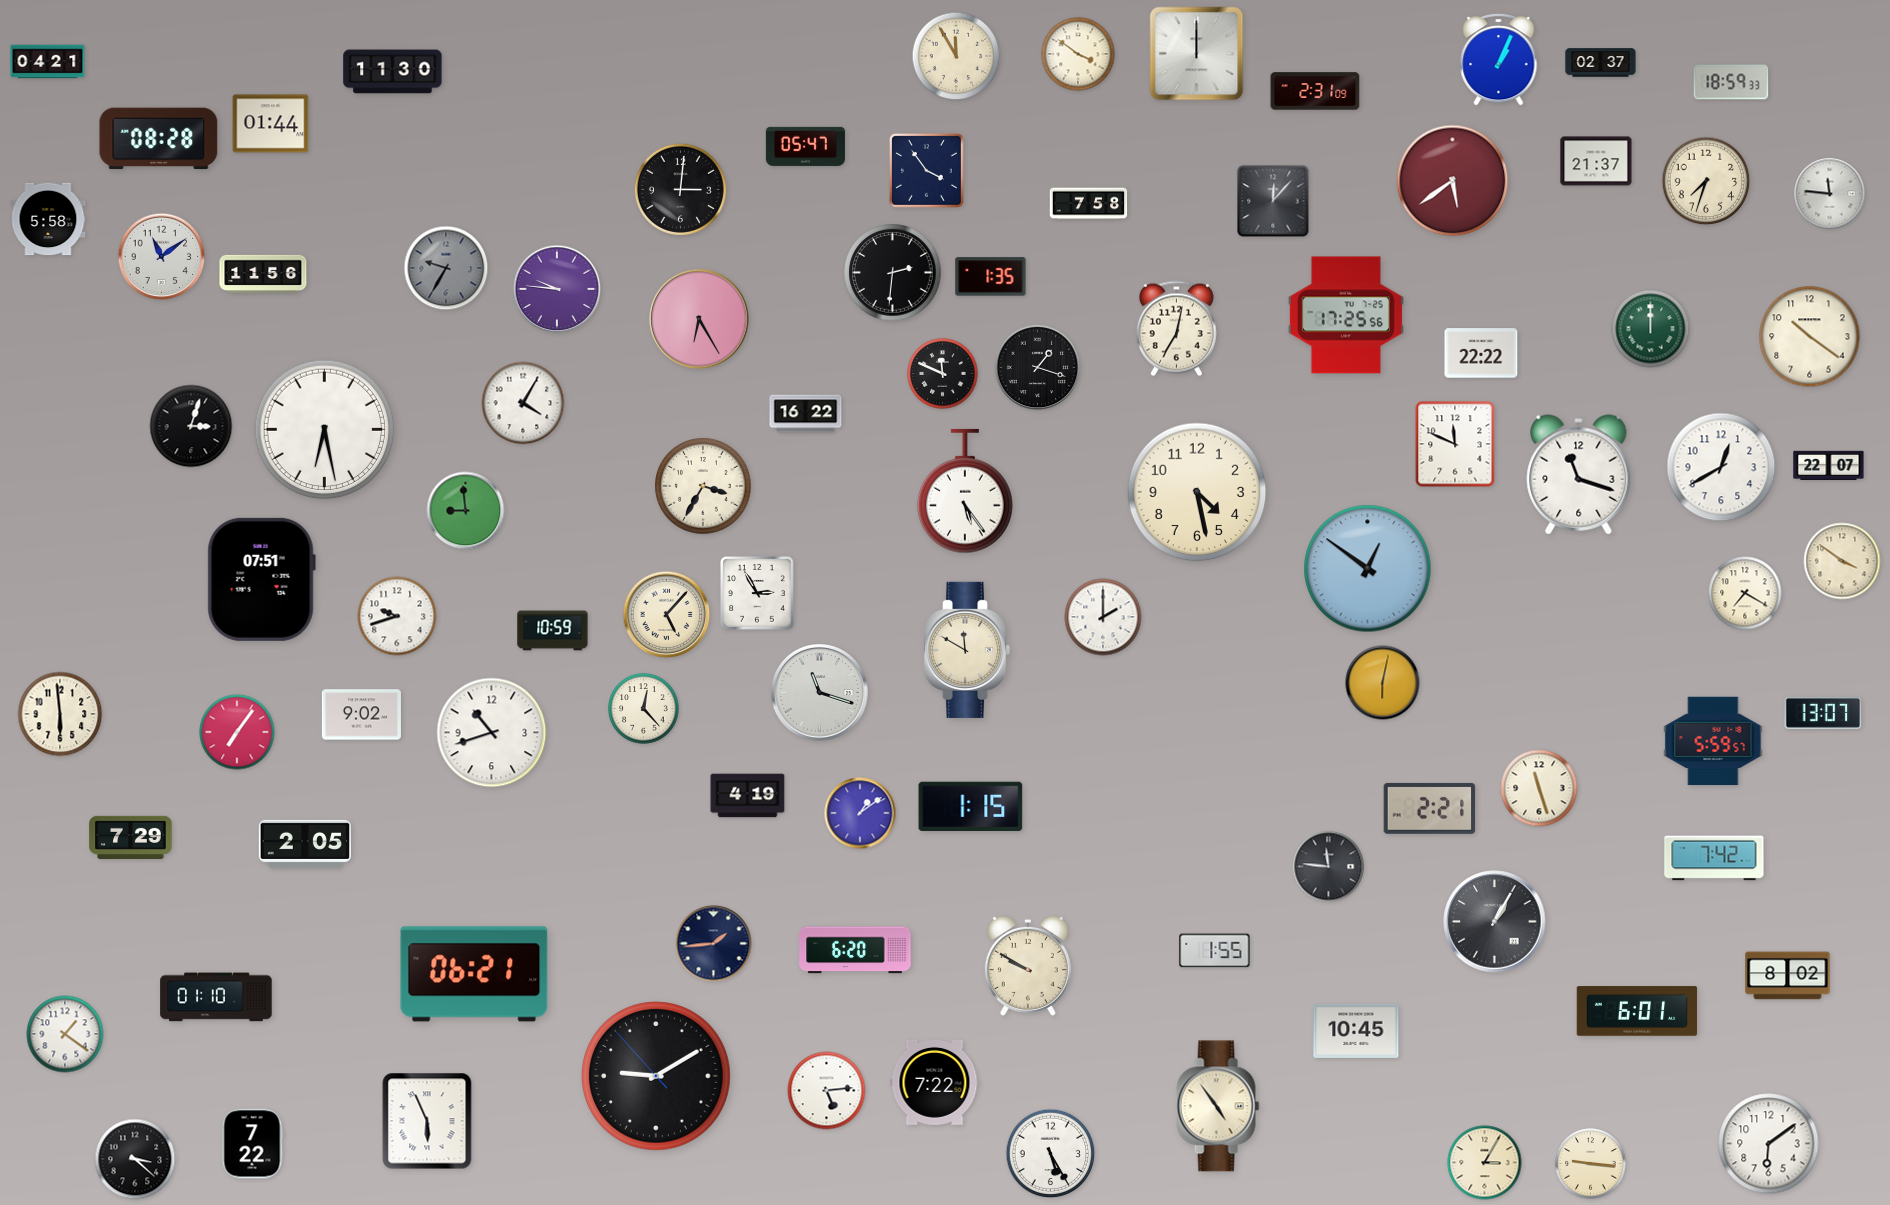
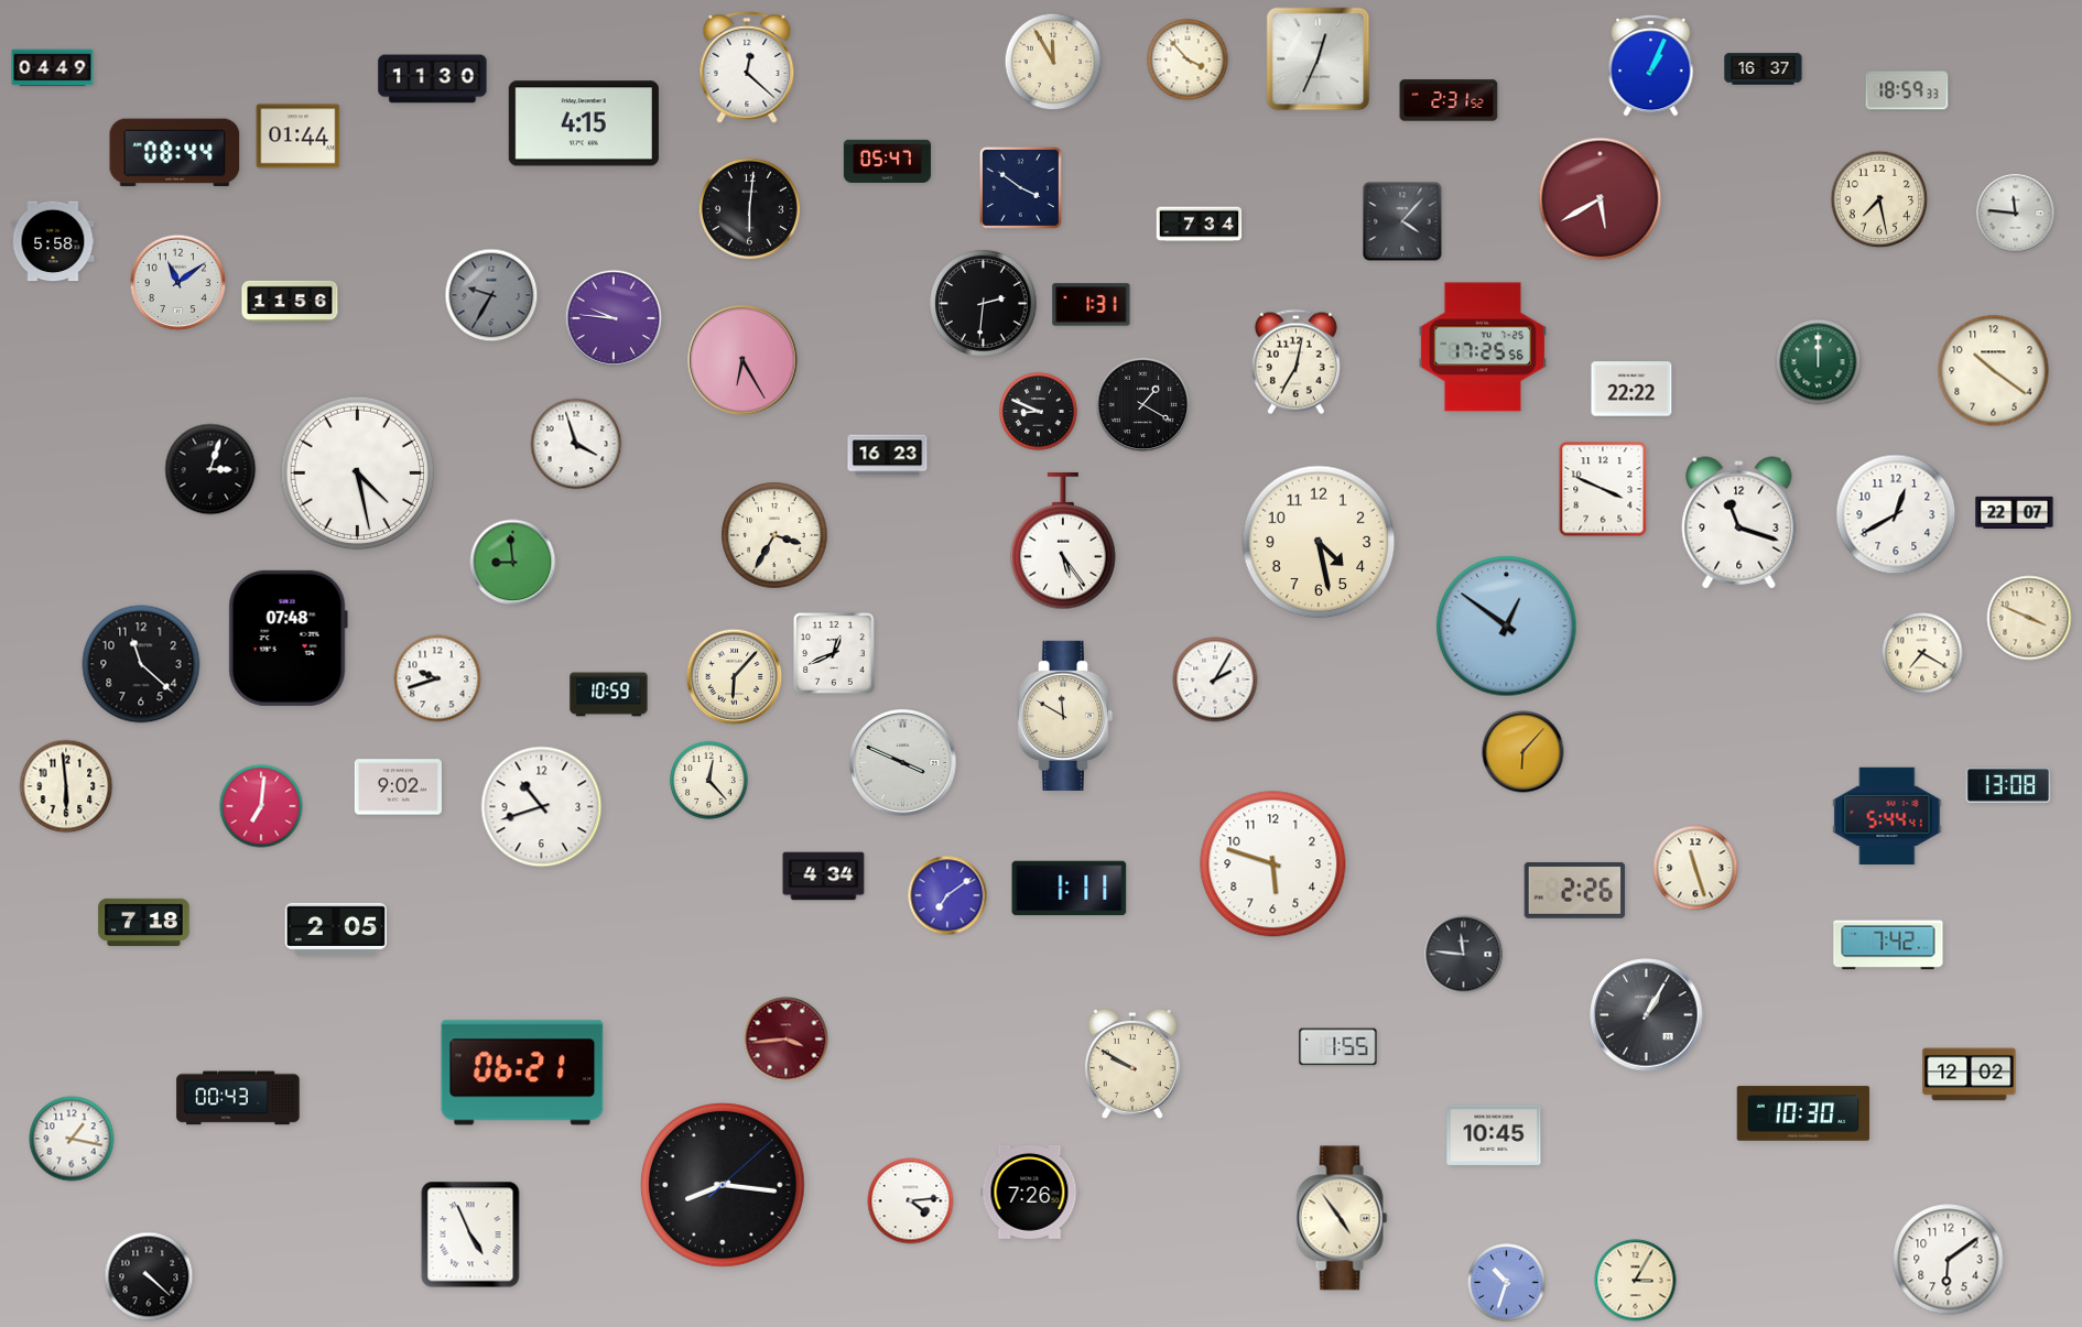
clock at (1078, 54): 3:51 -> 3:53
clock at (1197, 54): 12:00 -> 12:34
clock at (48, 62): 04:21 -> 04:49
clock at (747, 68): none -> 12:22
clock at (1601, 63): 02:37 -> 16:37
clock at (1315, 91): 2:31:09 -> 2:31:52
clock at (584, 123): none -> 4:15
clock at (159, 139): 08:28 -> 08:44
clock at (1596, 161): 21:37 -> none
clock at (926, 170): 3:54 -> 3:51
clock at (1453, 181): 5:39 -> 5:40
clock at (1706, 181): 7:33 -> 7:28
clock at (680, 189): 3:01 -> 6:01
clock at (1273, 201): 12:07 -> 4:07
clock at (1089, 204): 7:58 -> 7:34
clock at (893, 273) position: (893, 273) -> (984, 304)
clock at (991, 277): 1:35 -> 1:31
clock at (699, 319) position: (699, 319) -> (742, 360)
clock at (1038, 368): 1:18 -> 1:20
clock at (943, 374): 11:49 -> 8:49
clock at (523, 403): 4:05 -> 3:57
clock at (806, 414): 16:22 -> 16:23
clock at (325, 430): 6:28 -> 4:28
clock at (1455, 444): 11:49 -> 3:49
clock at (1842, 561): 3:51 -> 3:49
clock at (261, 579): 07:51 -> 07:48
clock at (758, 594): 2:55 -> 12:41
clock at (141, 664): none -> 11:22
clock at (667, 615): 5:07 -> 6:07
clock at (1103, 617): 2:00 -> 2:05
clock at (1383, 683): 6:02 -> 6:07
clock at (820, 693): 11:18 -> 3:49
clock at (1823, 714): 13:07 -> 13:08
clock at (237, 732): 7:06 -> 7:01
clock at (1713, 741): 5:59 -> 5:44
clock at (1273, 864): none -> 5:48
clock at (748, 796): 4:19 -> 4:34
clock at (971, 807): 1:15 -> 1:11
clock at (1430, 808): 2:21 -> 2:26
clock at (860, 813): 1:09 -> 7:09
clock at (131, 837): 7:29 -> 7:18
clock at (714, 944): 1:44 -> 3:44
clock at (714, 944) dial: navy -> burgundy
clock at (855, 950): 6:20 -> none
clock at (1788, 976): 8:02 -> 12:02
clock at (216, 997): 01:10 -> 00:43
clock at (1637, 1011): 6:01 -> 10:30
clock at (65, 1034): 1:21 -> 1:17
clock at (657, 1077): 9:09 -> 8:16
clock at (935, 1082): 7:22 -> 7:26
clock at (827, 1091): 5:14 -> 4:14
clock at (427, 1121): 5:56 -> 4:56
clock at (252, 1144): 7:22 -> none
clock at (1051, 1154): 5:25 -> none
clock at (135, 1159): 3:22 -> 4:22
clock at (1591, 1164): 9:16 -> none
clock at (1507, 1283): none -> 10:33
